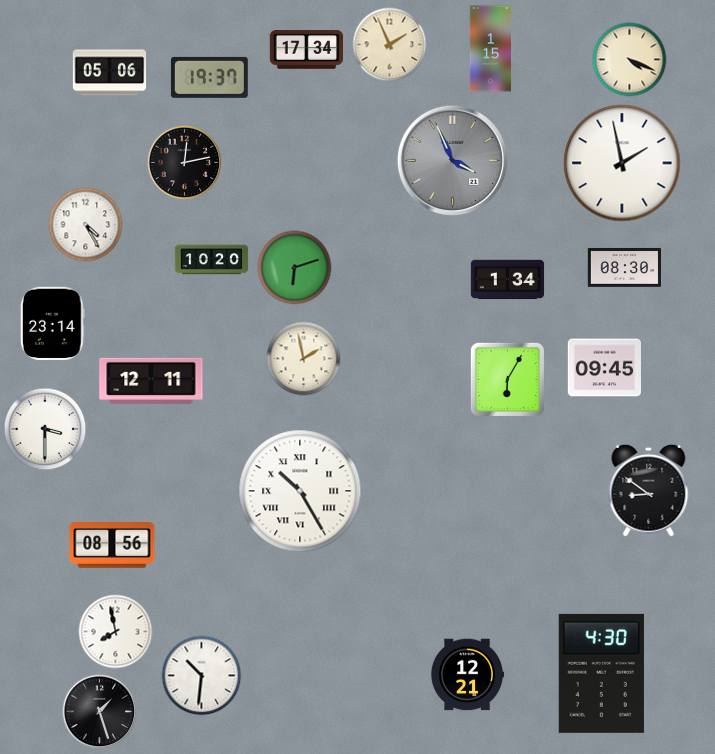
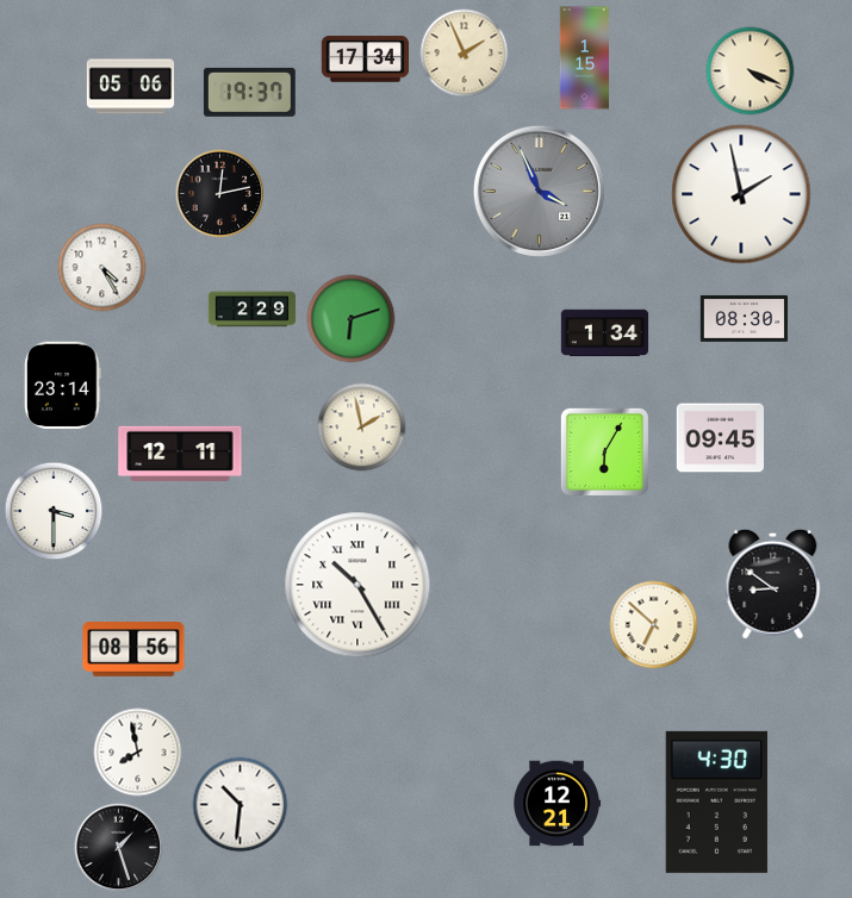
clock at (212, 260): 10:20 -> 2:29
clock at (654, 625): none -> 6:52
